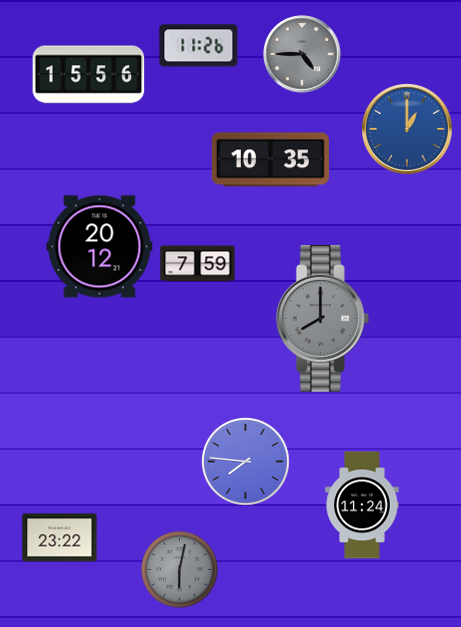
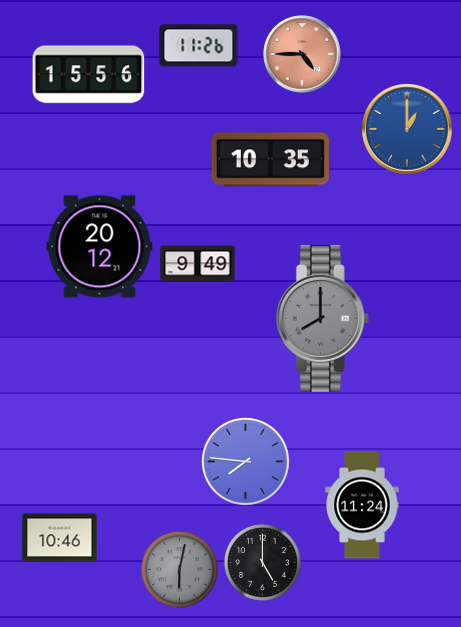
clock at (302, 54) dial: grey -> salmon
clock at (198, 264): 7:59 -> 9:49
clock at (60, 538): 23:22 -> 10:46
clock at (262, 562): none -> 5:00
